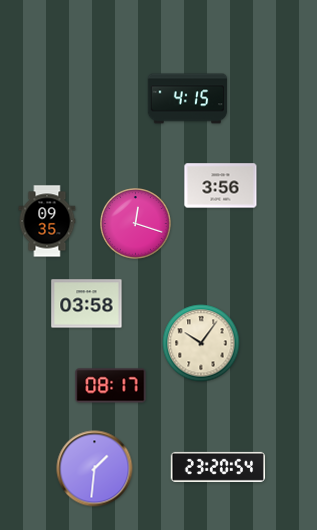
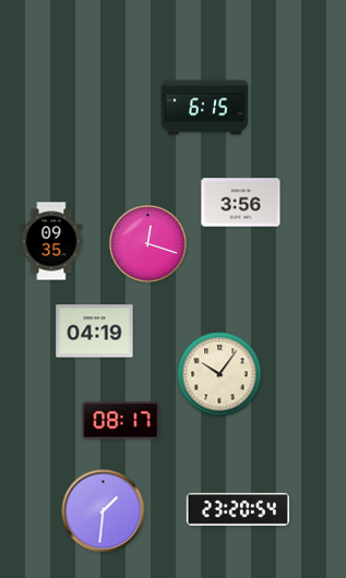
clock at (188, 99): 4:15 -> 6:15
clock at (87, 304): 03:58 -> 04:19
